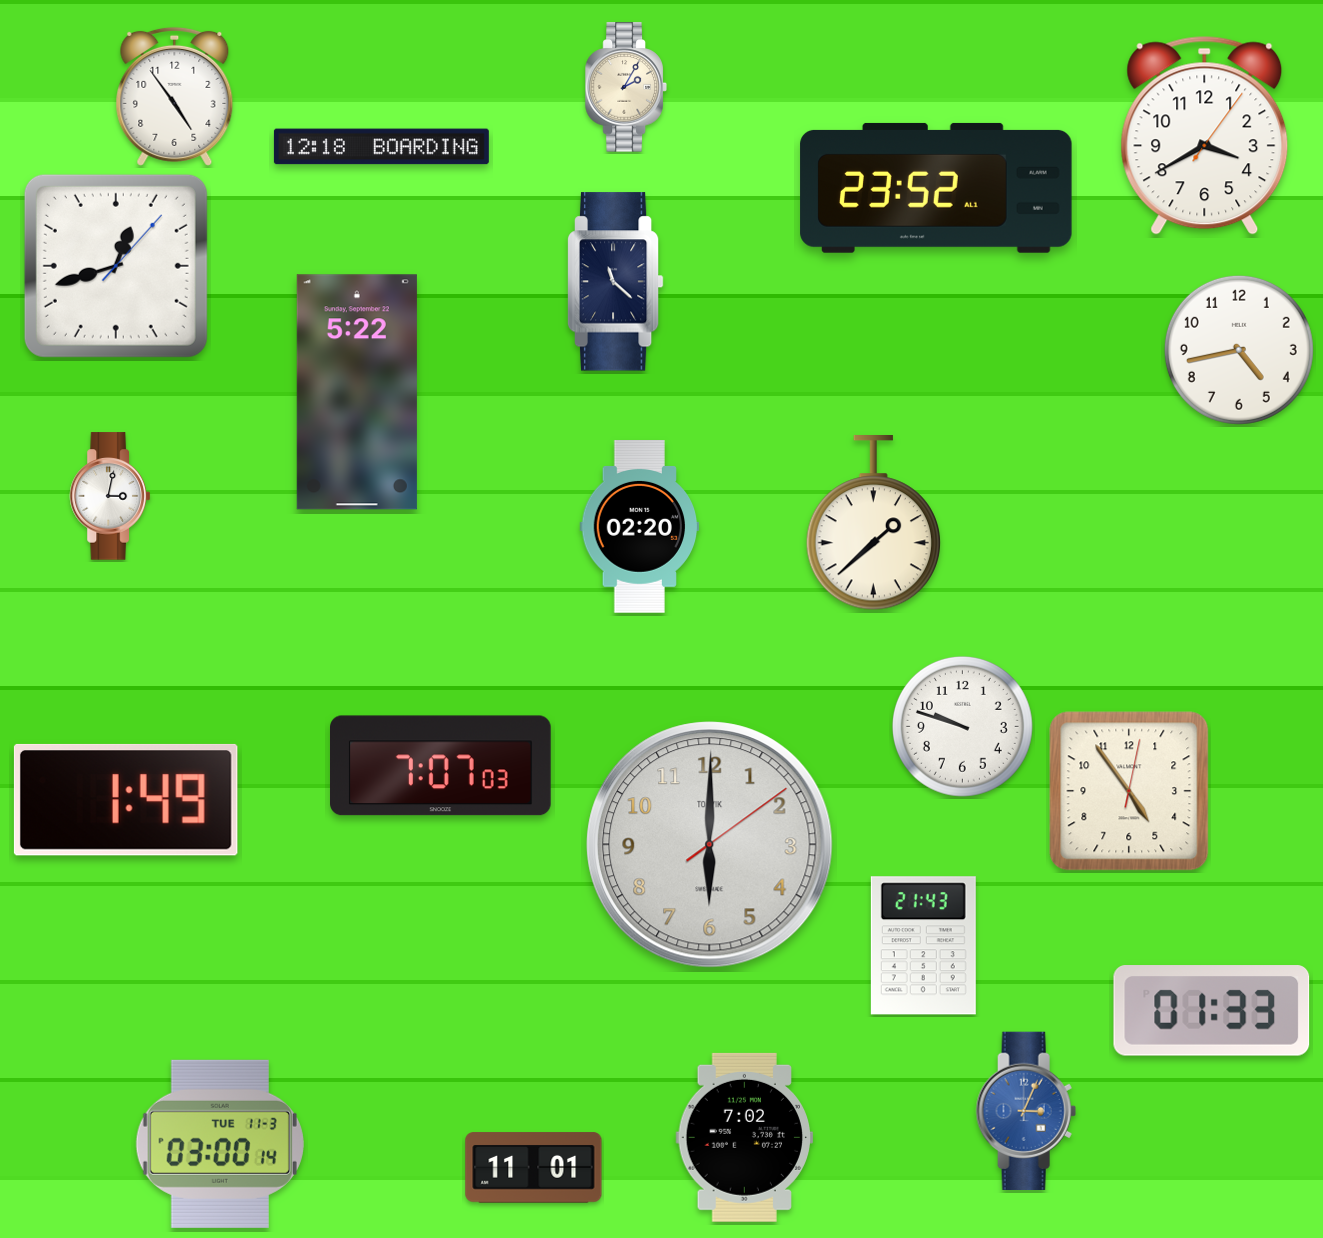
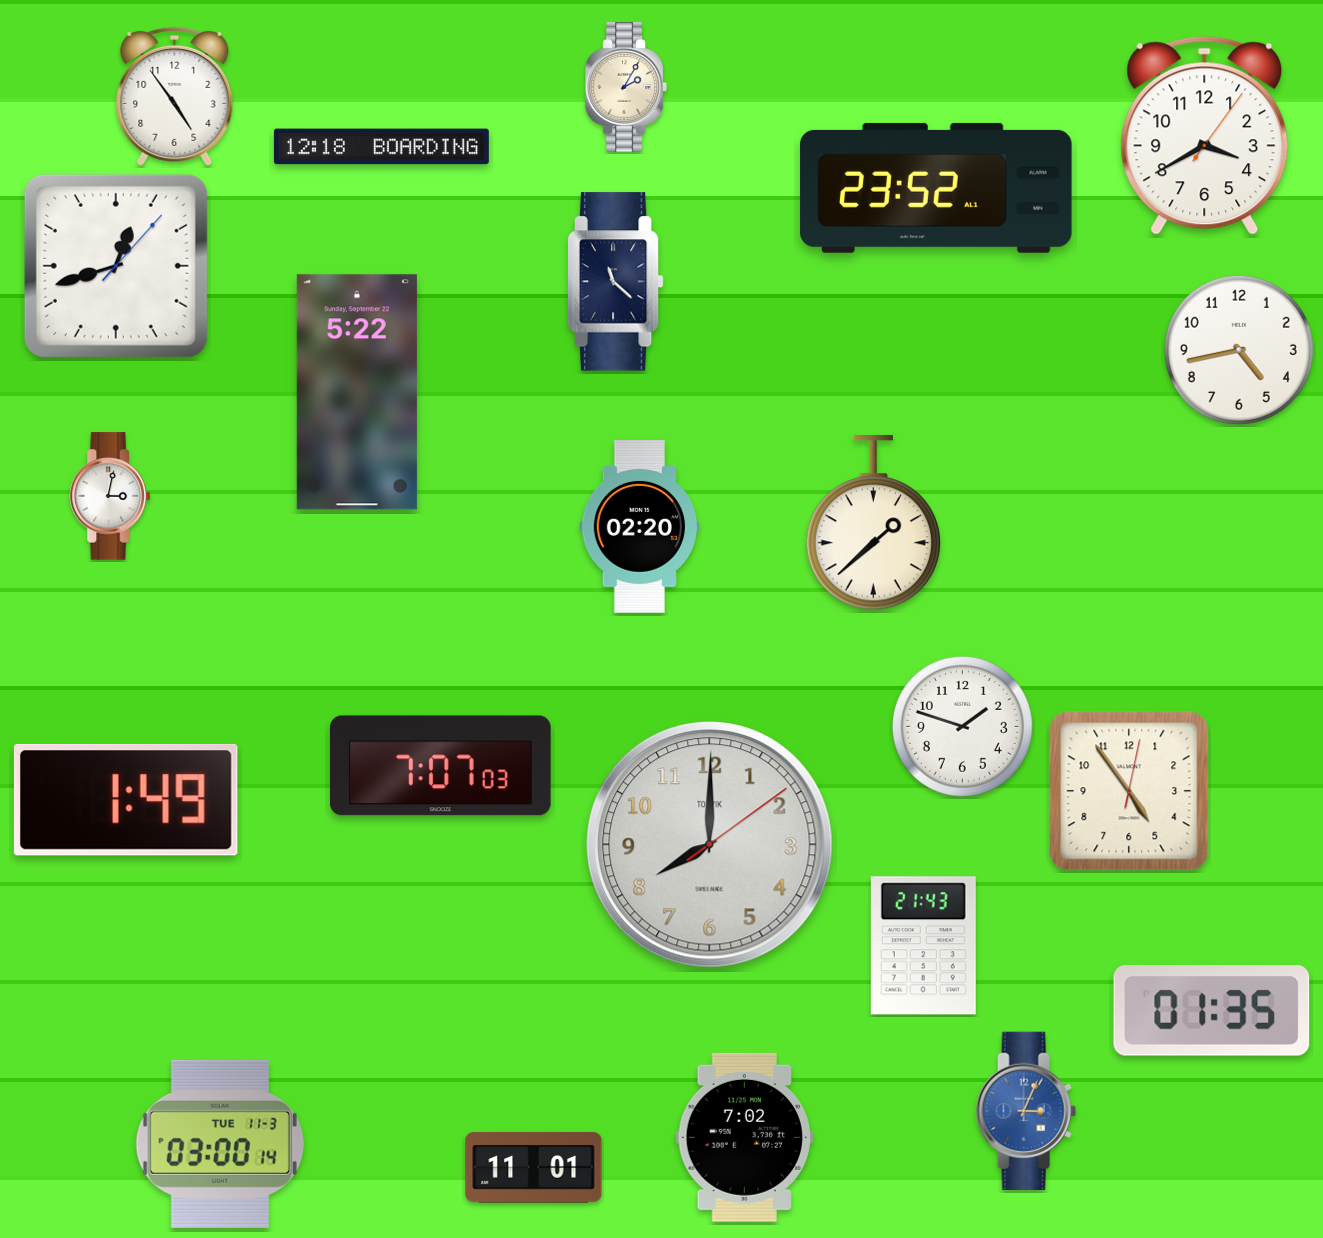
clock at (962, 726): 9:48 -> 1:48
clock at (710, 845): 6:00 -> 8:00
clock at (1212, 1011): 01:33 -> 01:35
